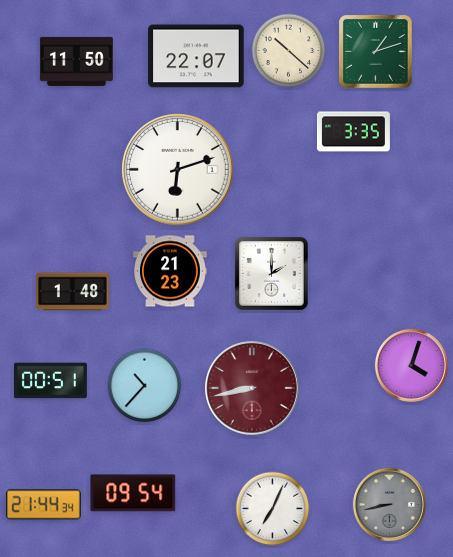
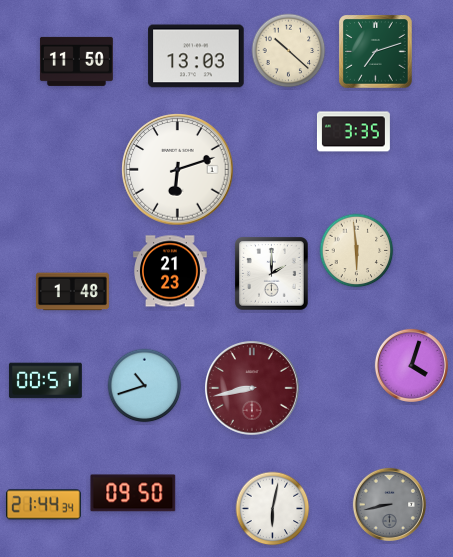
clock at (376, 52): 1:12 -> 7:12
clock at (196, 56): 22:07 -> 13:03
clock at (357, 251): none -> 5:59
clock at (50, 381) position: (50, 381) -> (45, 381)
clock at (145, 386): 10:37 -> 10:42
clock at (133, 493): 09:54 -> 09:50
clock at (273, 509): 7:04 -> 6:02
